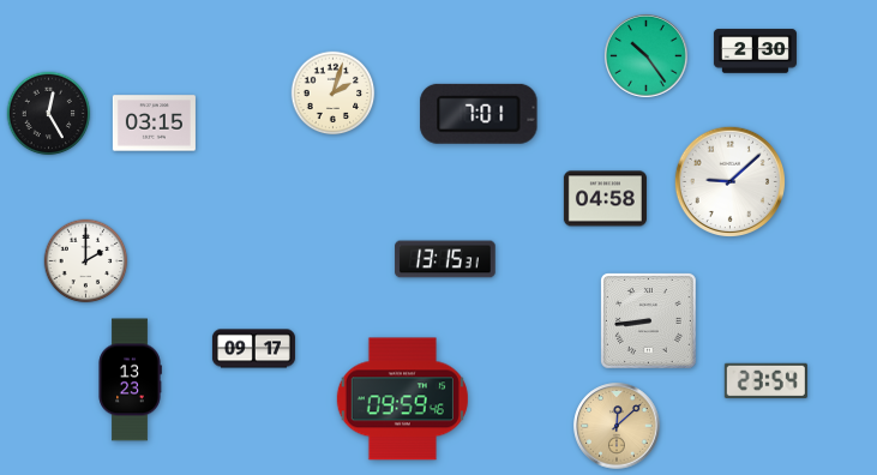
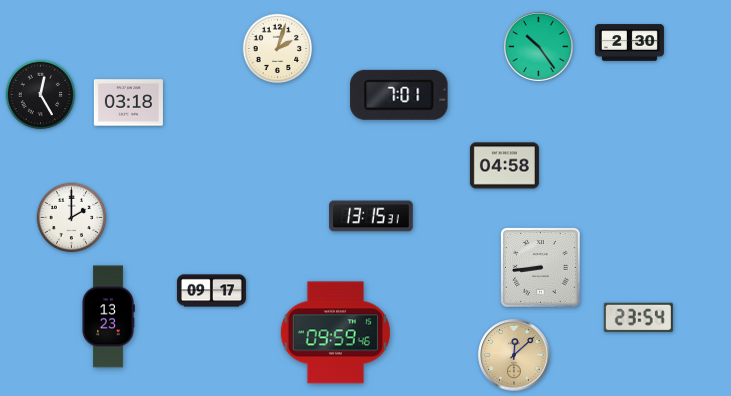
clock at (334, 94) position: (334, 94) -> (278, 49)
clock at (154, 124): 03:15 -> 03:18
clock at (729, 181): 9:08 -> none
